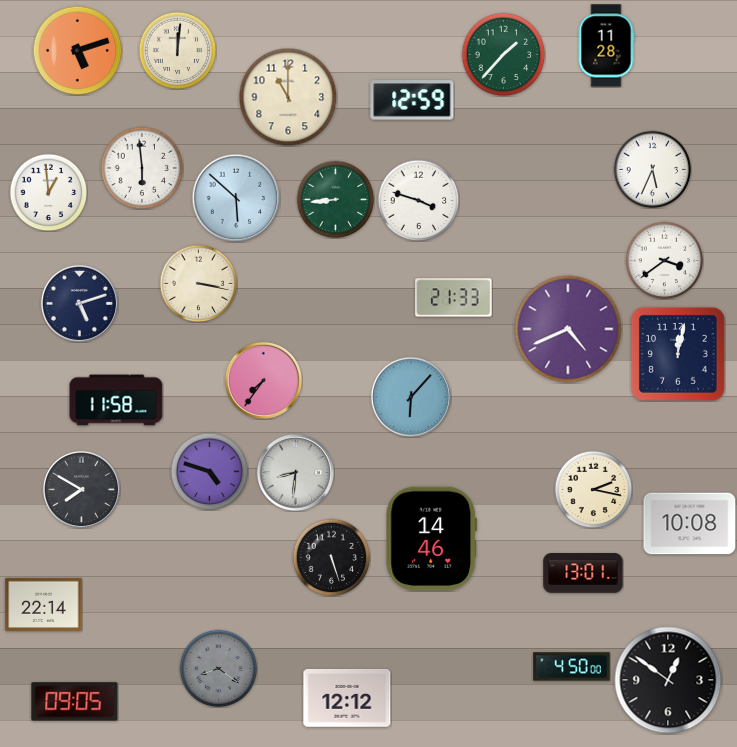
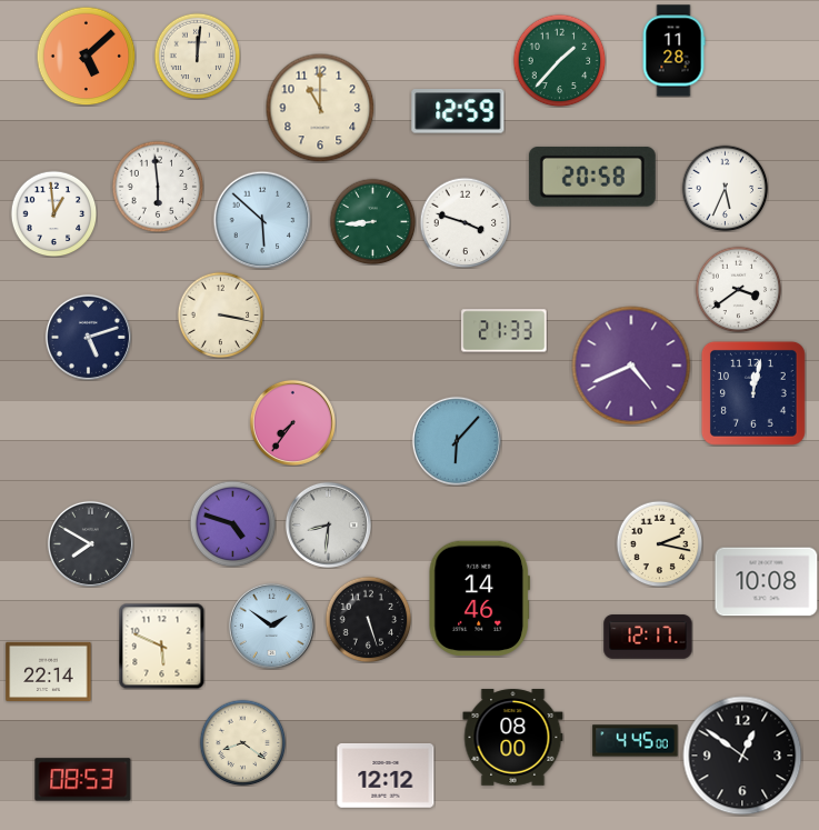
clock at (77, 50): 5:12 -> 5:08
clock at (592, 177): none -> 20:58
clock at (116, 400): 11:58 -> none
clock at (271, 626): none -> 1:51
clock at (583, 573): 13:01 -> 12:17
clock at (161, 646): none -> 5:49
clock at (513, 738): none -> 08:00
clock at (572, 667): 4:50 -> 4:45
clock at (218, 668) dial: grey -> cream
clock at (75, 702): 09:05 -> 08:53
